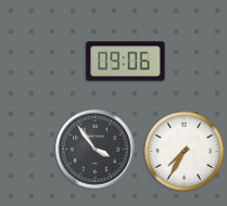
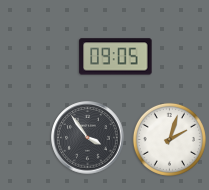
clock at (126, 62): 09:06 -> 09:05
clock at (184, 151): 7:35 -> 2:03
